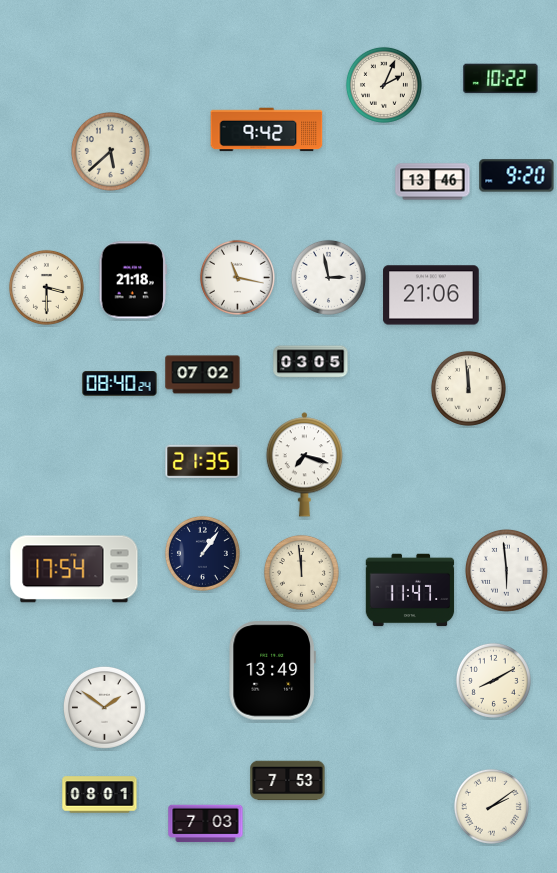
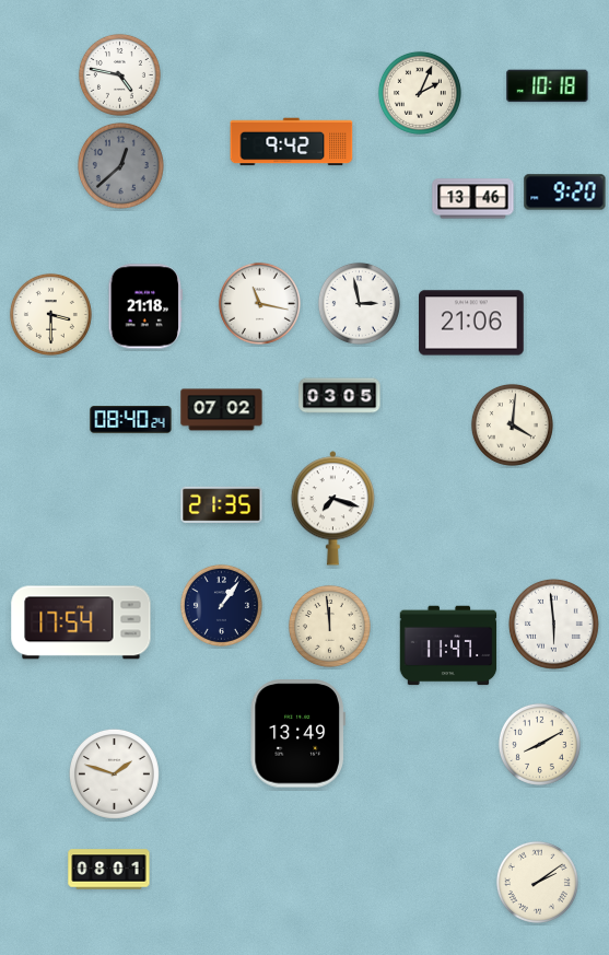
clock at (119, 74): none -> 4:47
clock at (501, 79): 10:22 -> 10:18
clock at (110, 151): 5:38 -> 12:38
clock at (110, 151) dial: cream -> grey
clock at (468, 388): 11:59 -> 4:01
clock at (104, 707): 1:51 -> 1:48
clock at (288, 781): 7:53 -> none
clock at (206, 824): 7:03 -> none
